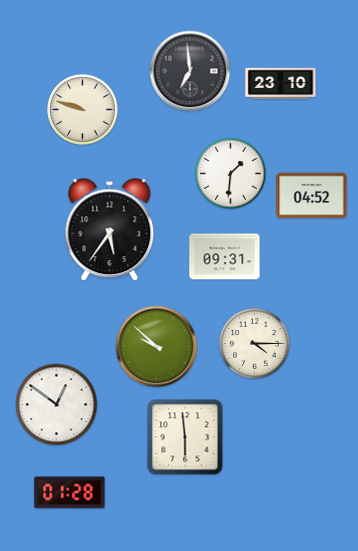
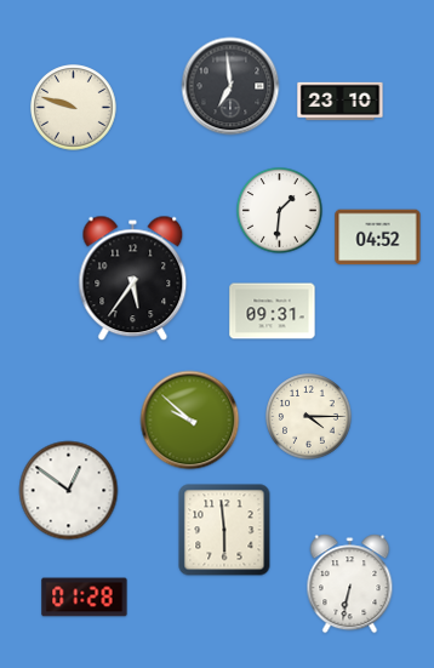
clock at (83, 110) position: (83, 110) -> (74, 108)
clock at (350, 584): none -> 6:32
